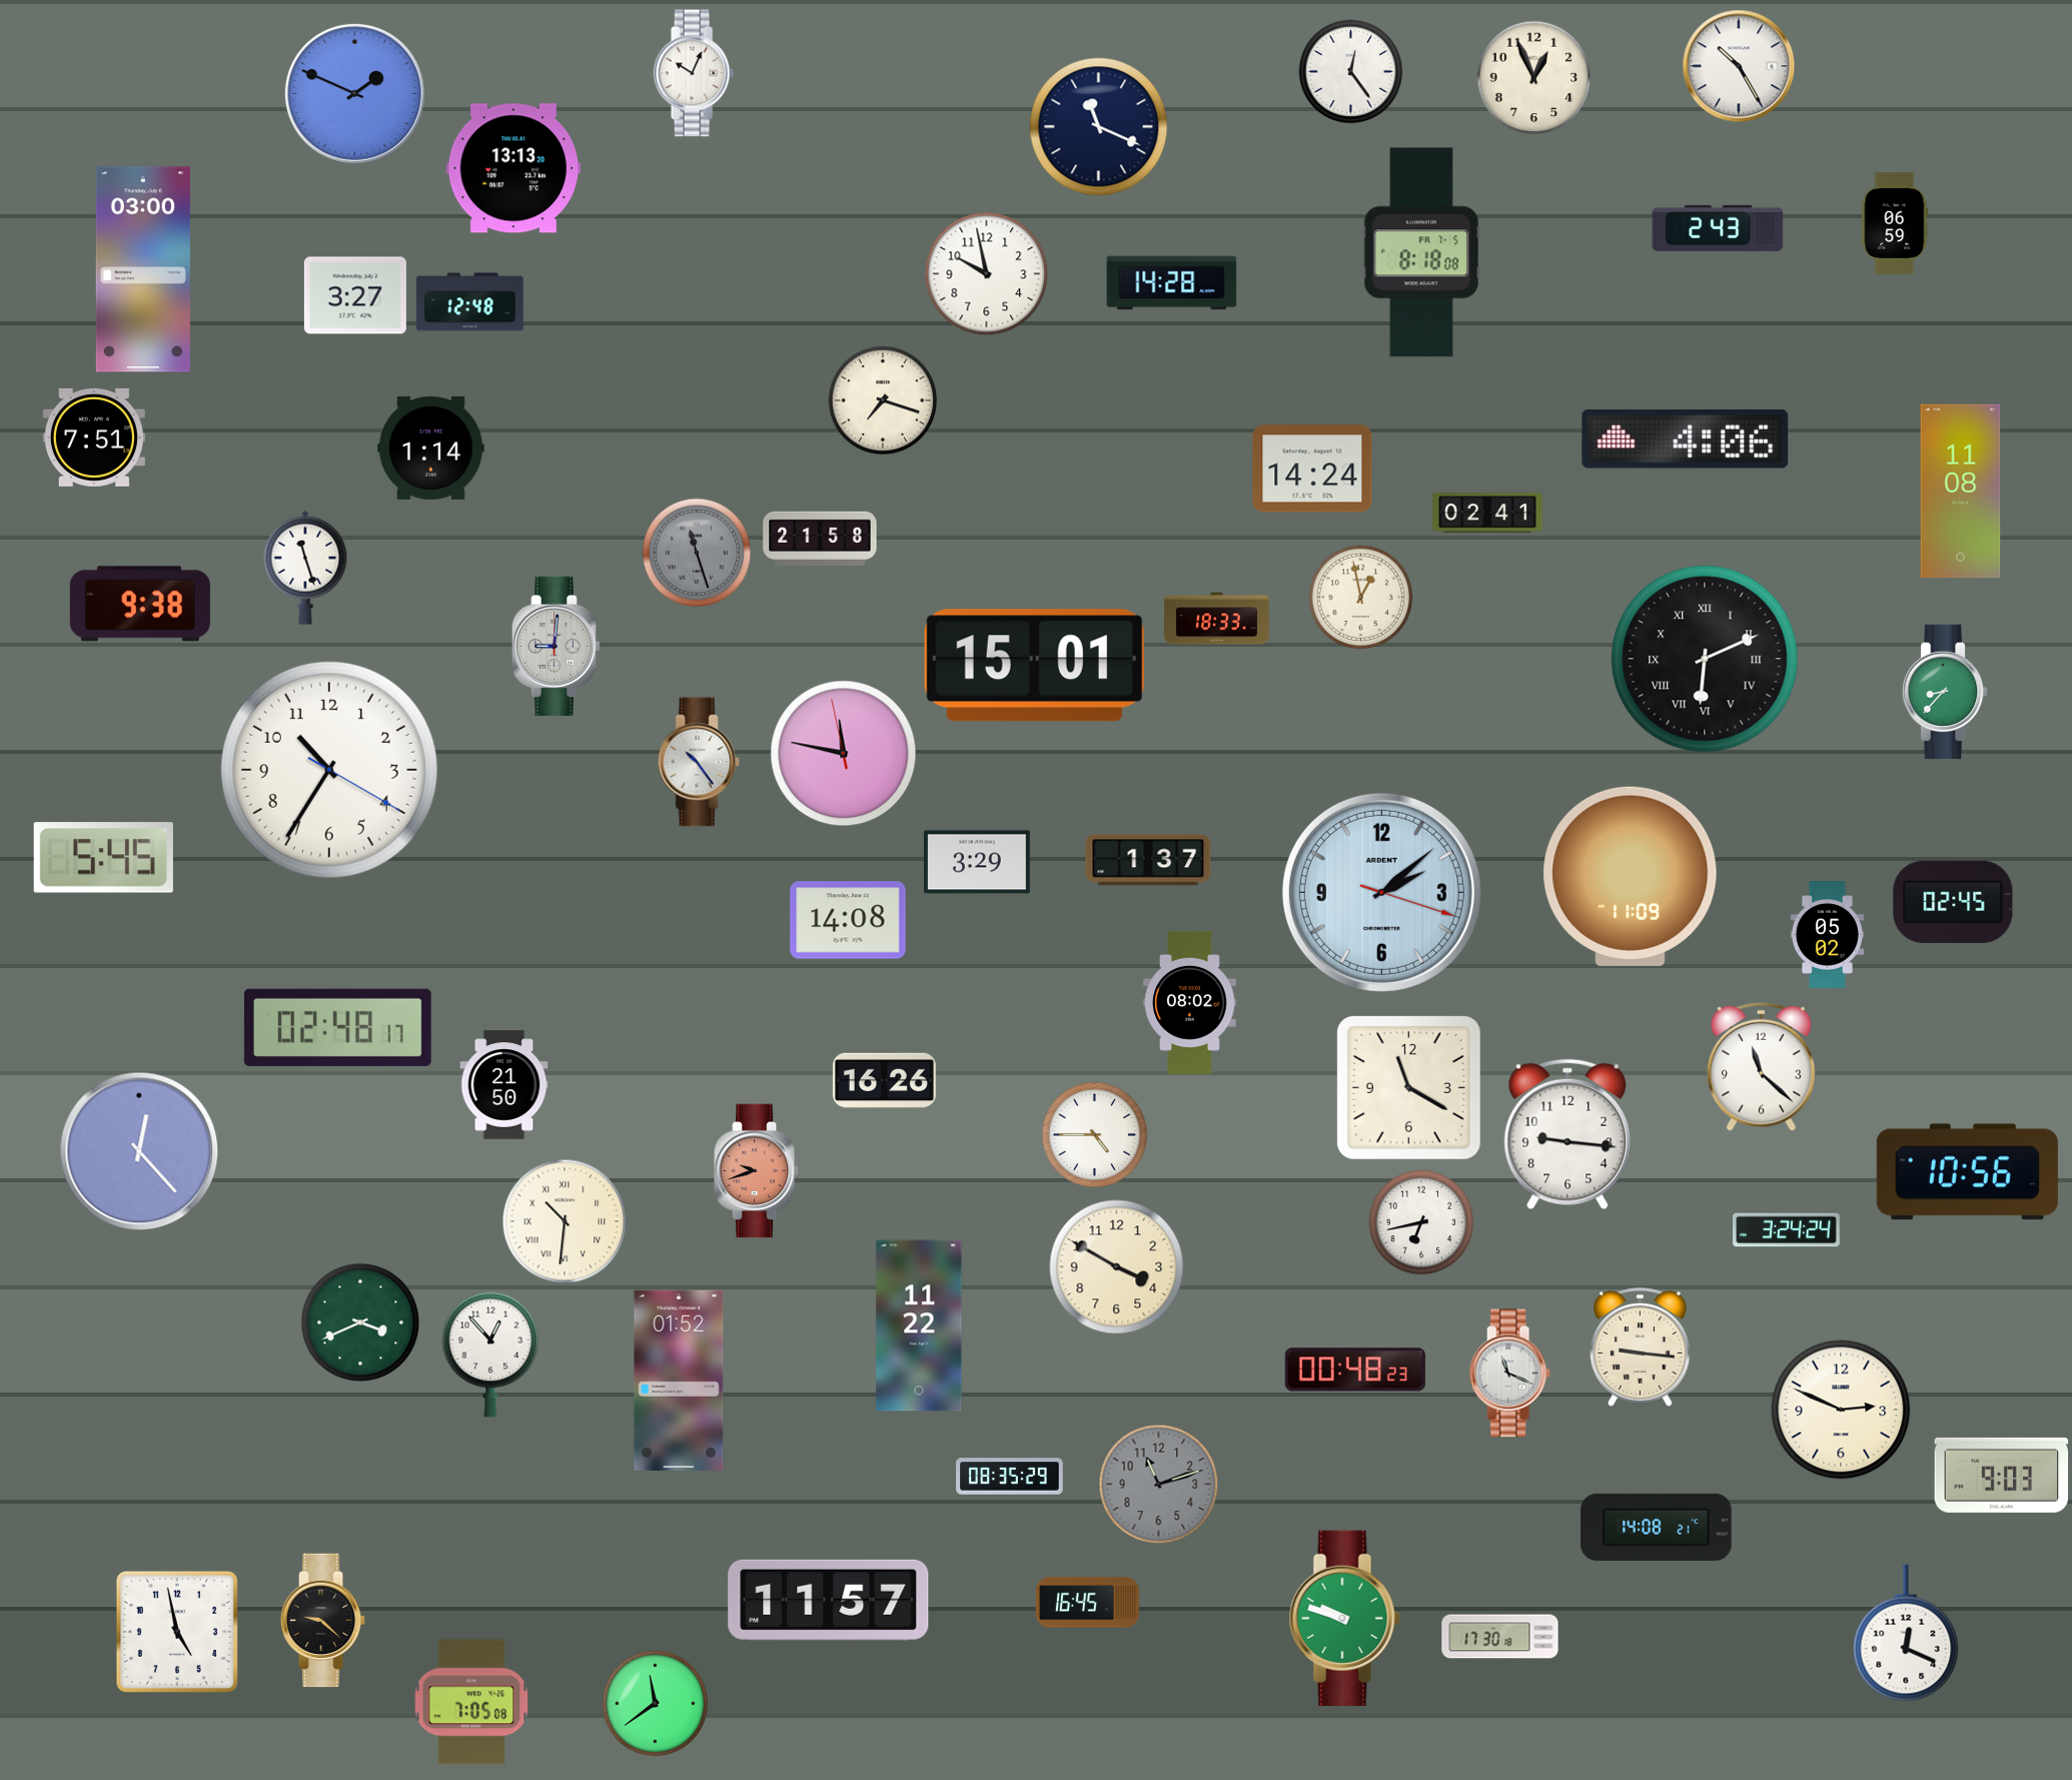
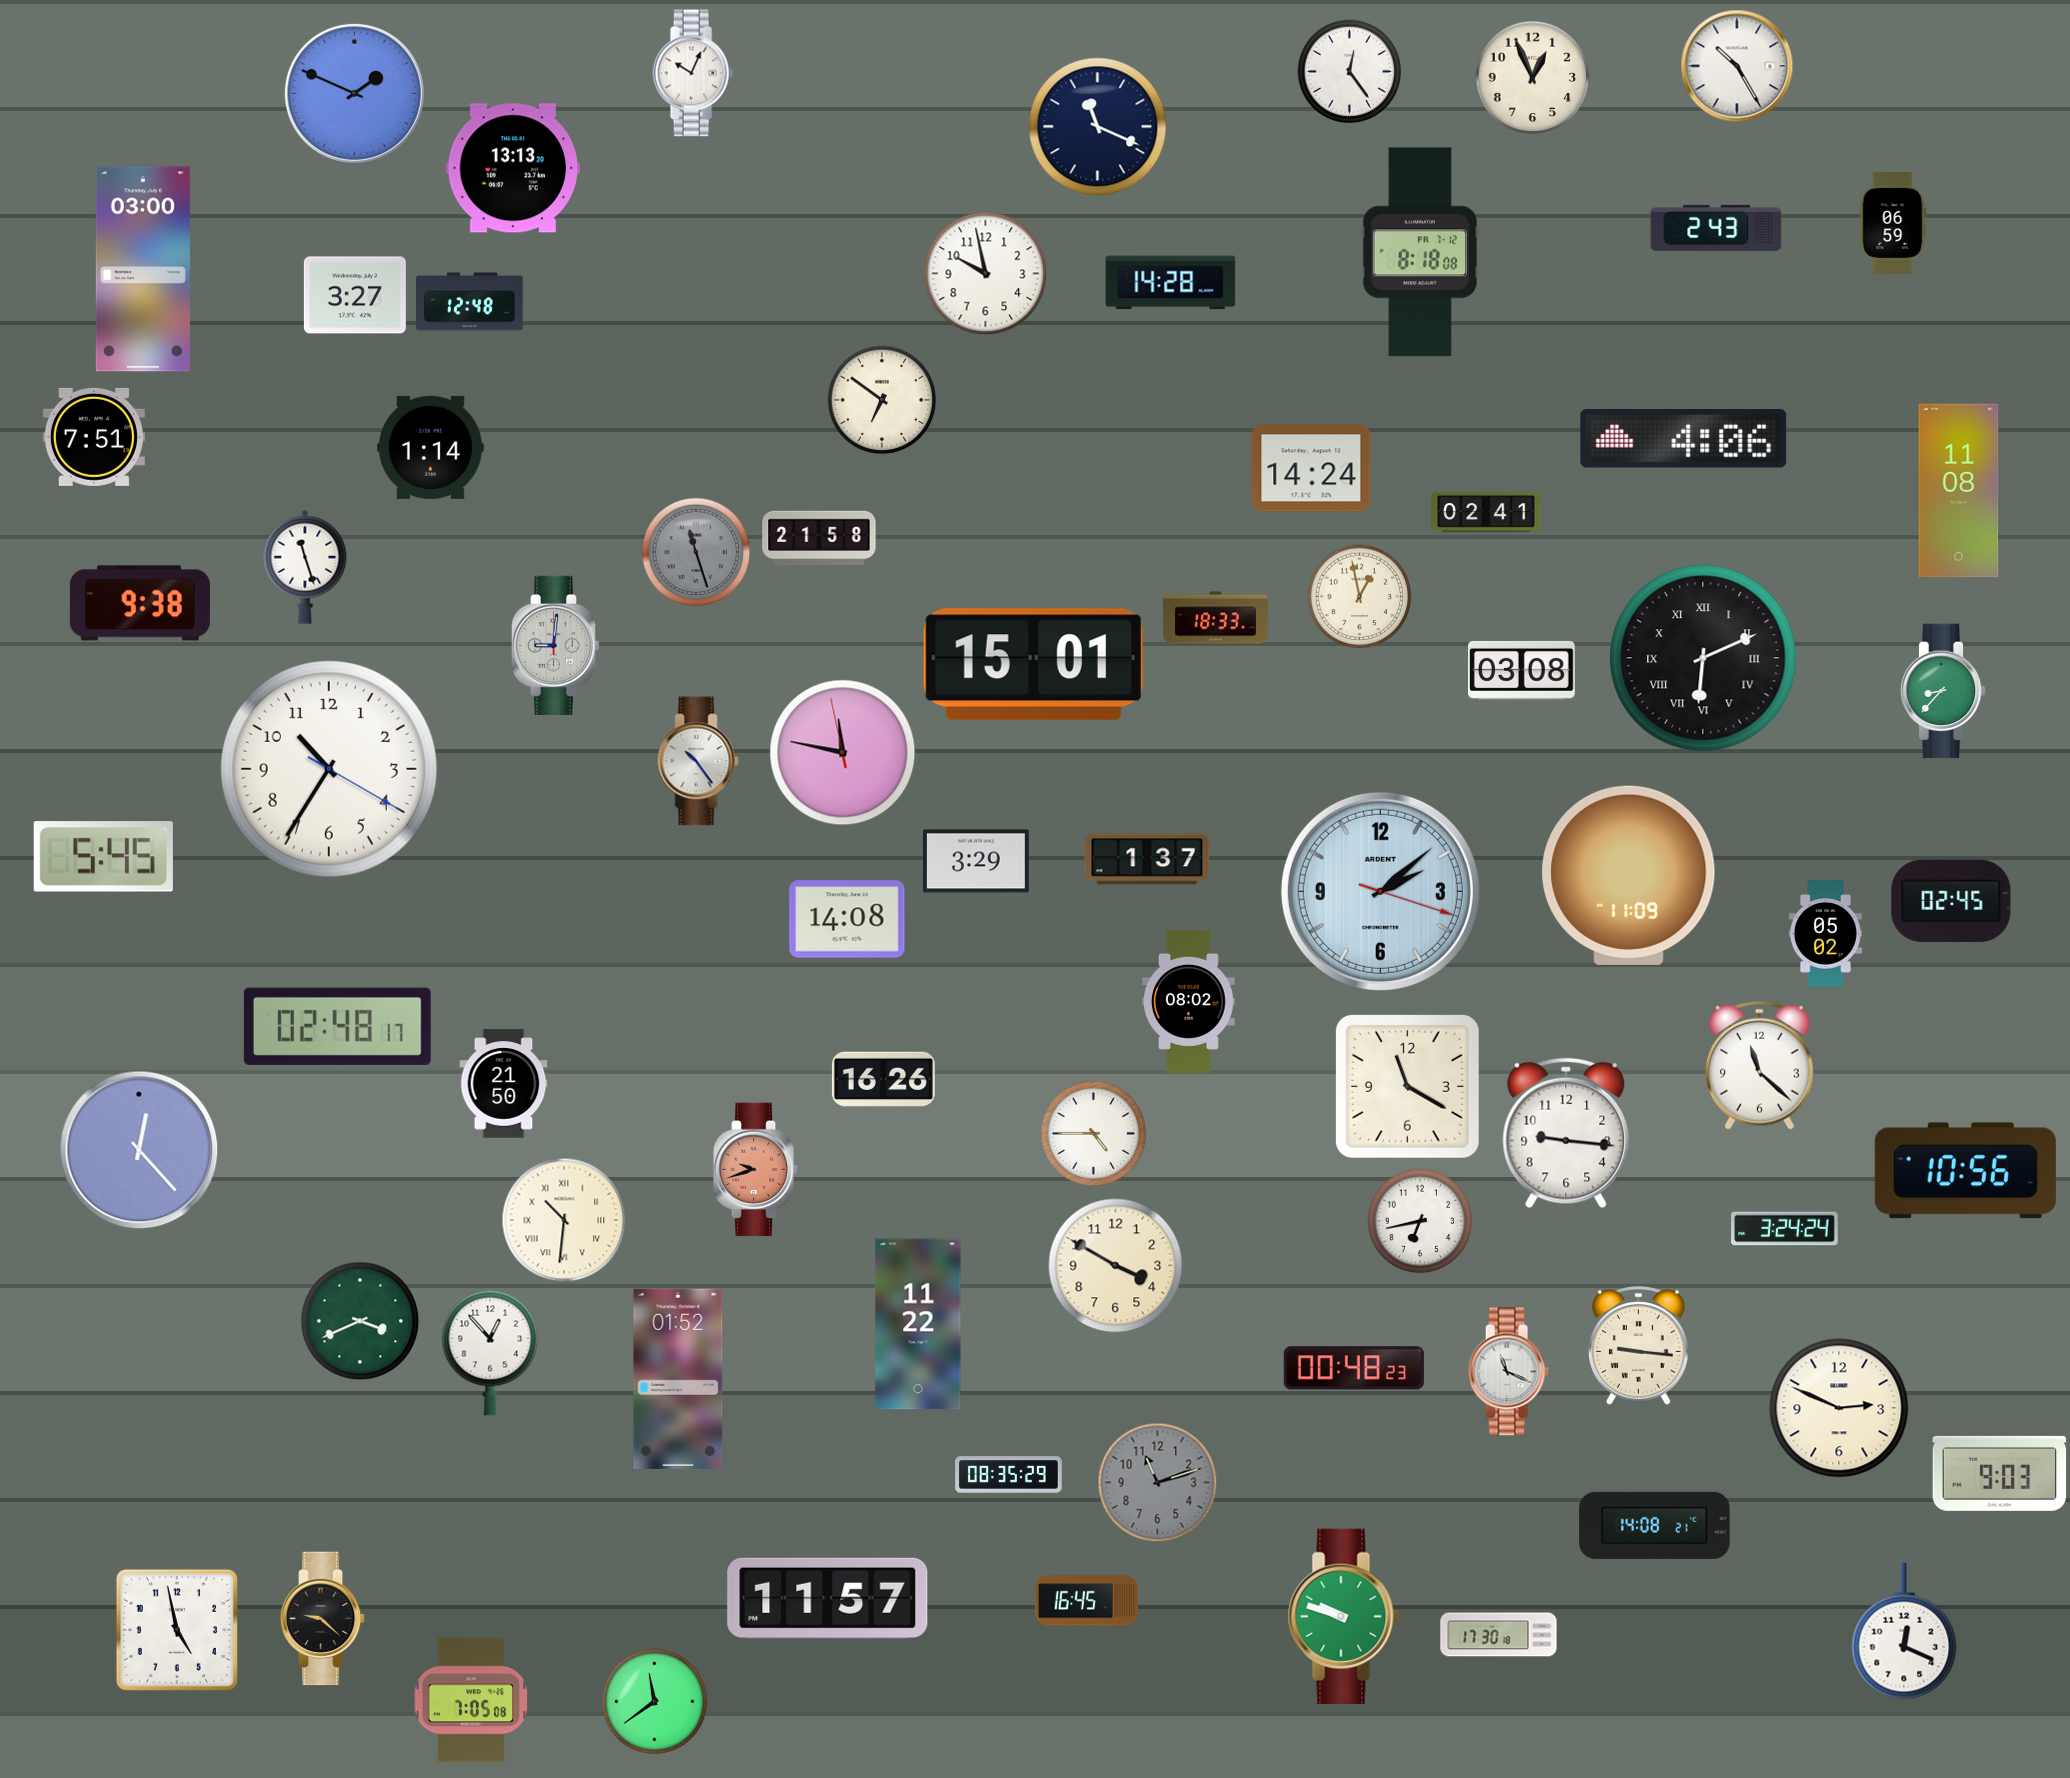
clock at (1420, 252) date: FR 7-5 -> FR 7-12
clock at (883, 400): 7:18 -> 6:51
clock at (1522, 670): none -> 03:08
